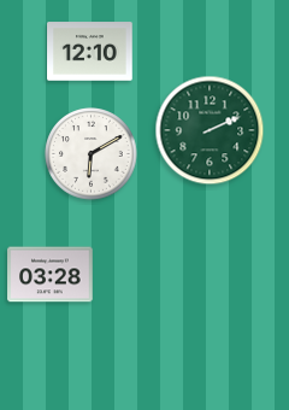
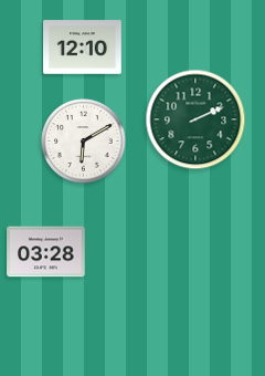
clock at (210, 130) position: (210, 130) -> (195, 119)
